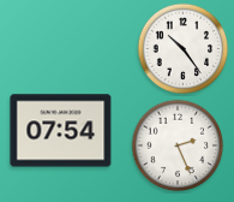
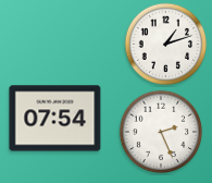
clock at (184, 49): 10:24 -> 1:12
